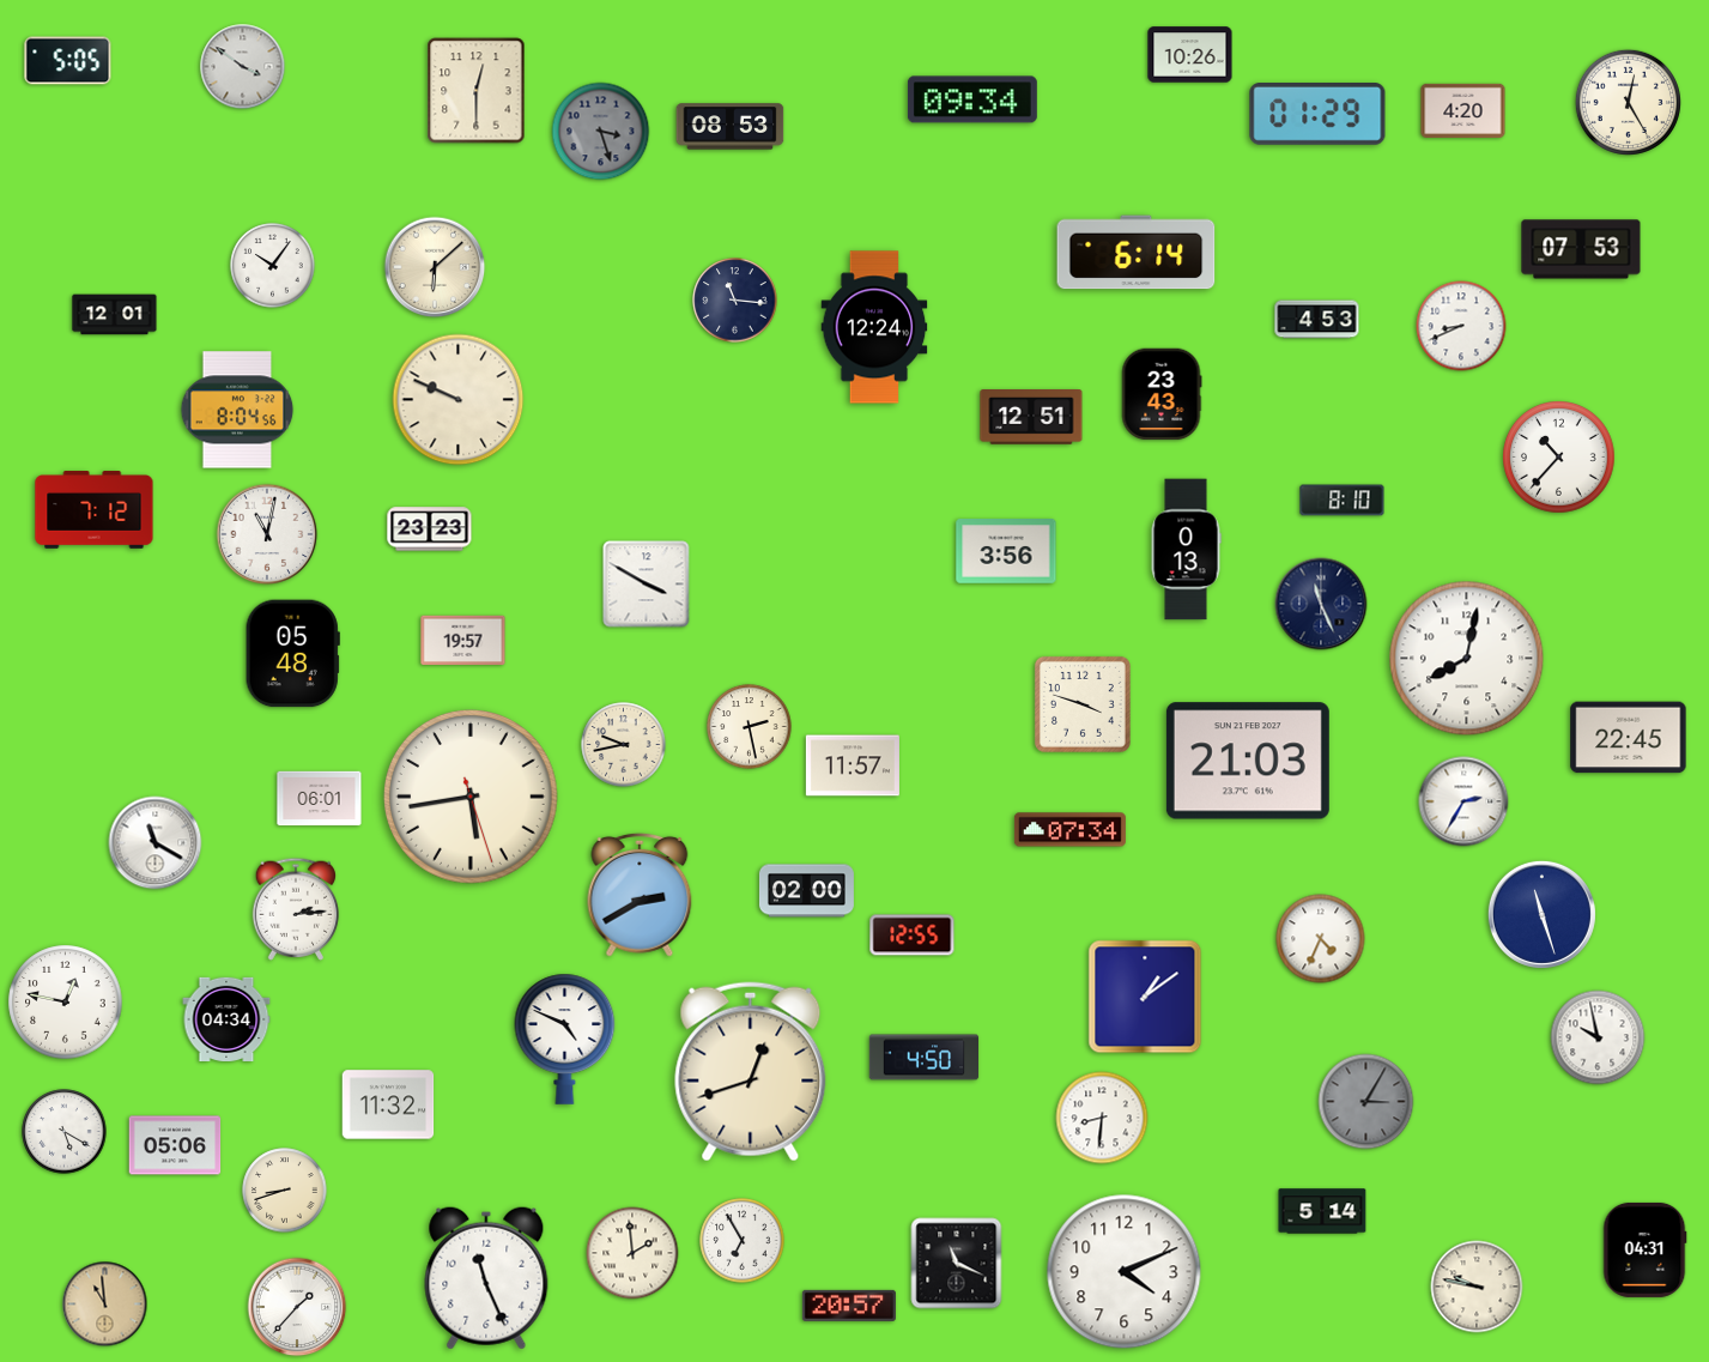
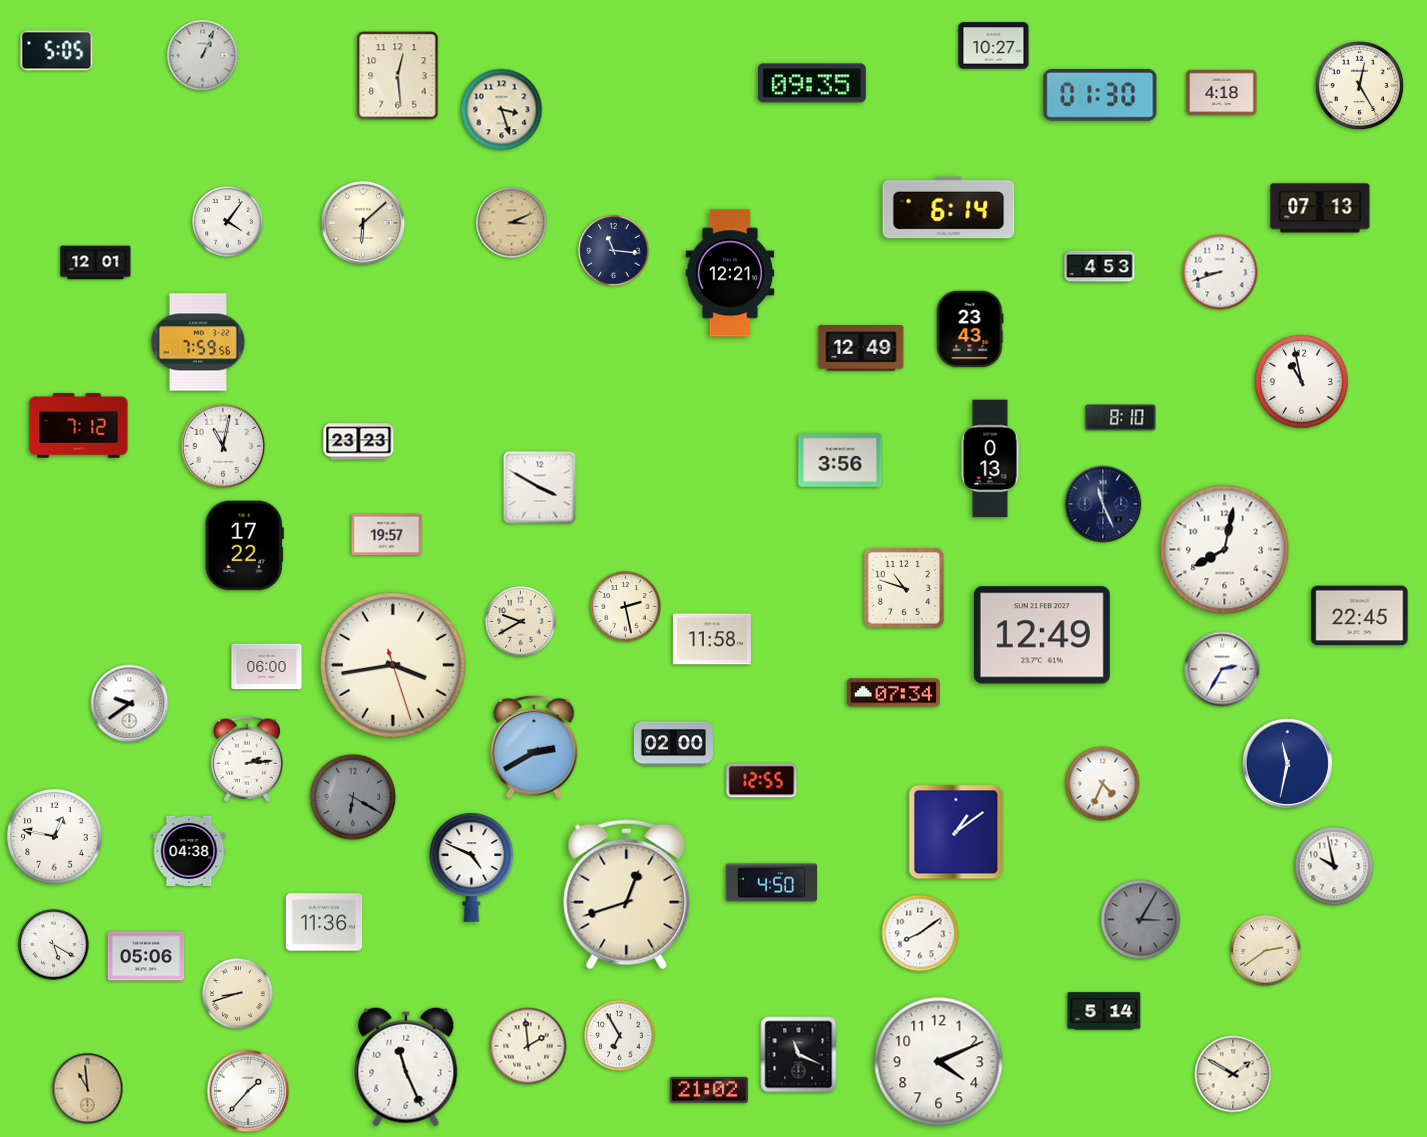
clock at (1190, 55): 10:26 -> 10:27
clock at (243, 67): 3:51 -> 1:04
clock at (477, 91): 12:30 -> 12:29
clock at (972, 99): 09:34 -> 09:35
clock at (1463, 110): 4:20 -> 4:18
clock at (1317, 115): 01:29 -> 01:30
clock at (731, 127): 08:53 -> none
clock at (601, 132) dial: grey -> cream
clock at (1581, 249): 07:53 -> 07:13
clock at (1137, 253) position: (1137, 253) -> (949, 208)
clock at (273, 266): 10:06 -> 4:06
clock at (512, 223): none -> 3:11
clock at (1461, 326): 8:41 -> 8:42
clock at (874, 327): 12:24 -> 12:21
clock at (459, 400): 9:49 -> none
clock at (237, 410): 8:04 -> 7:59
clock at (1031, 418): 12:51 -> 12:49
clock at (1559, 458): 10:37 -> 10:58
clock at (292, 654): 05:48 -> 17:22
clock at (1083, 704): 3:48 -> 10:48
clock at (624, 745): 9:43 -> 9:40
clock at (1248, 761): 21:03 -> 12:49
clock at (853, 765): 11:57 -> 11:58
clock at (472, 798): 5:43 -> 3:43
clock at (320, 799): 06:01 -> 06:00
clock at (156, 843): 11:20 -> 9:39
clock at (1541, 914): 11:27 -> 11:32
clock at (353, 797): none -> 6:20
clock at (226, 1018): 04:34 -> 04:38
clock at (388, 1104): 11:32 -> 11:36
clock at (1102, 1118): 8:31 -> 8:09
clock at (1266, 951): none -> 2:39
clock at (1644, 1249): 04:31 -> none
clock at (1477, 1287): 9:47 -> 1:50
clock at (849, 1306): 20:57 -> 21:02
